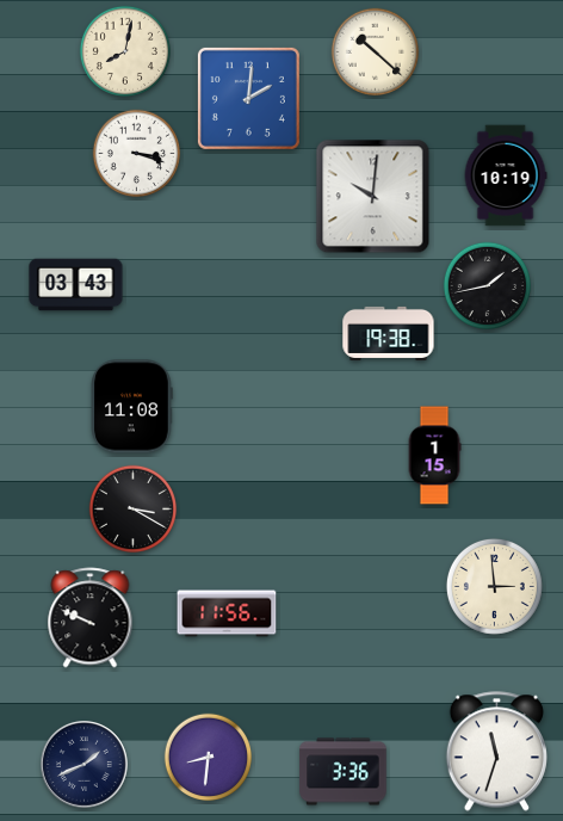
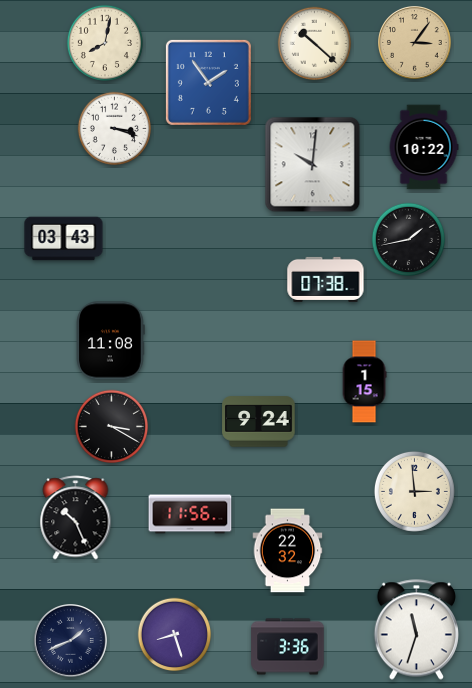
clock at (415, 43): none -> 3:06
clock at (248, 98): 2:01 -> 1:54
clock at (506, 175): 10:19 -> 10:22
clock at (389, 333): 19:38 -> 07:38
clock at (259, 422): none -> 9:24
clock at (91, 618): 9:49 -> 10:26
clock at (288, 551): none -> 22:32
clock at (209, 758): 8:31 -> 8:27
